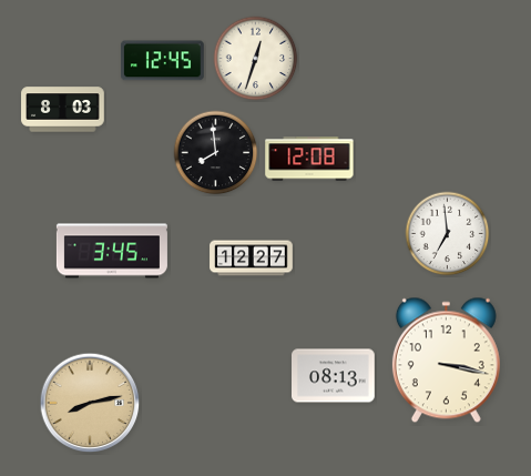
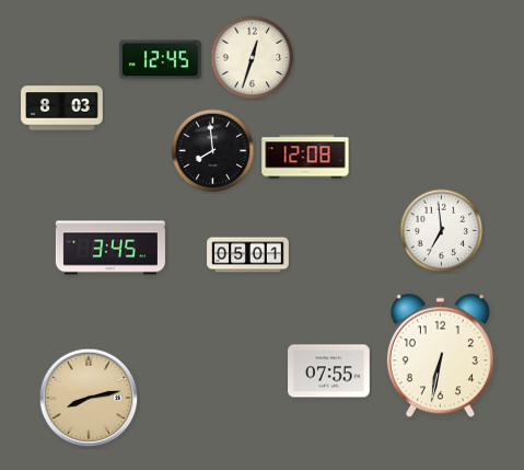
clock at (252, 259): 12:27 -> 05:01
clock at (446, 361): 3:17 -> 6:32
clock at (334, 376): 08:13 -> 07:55
